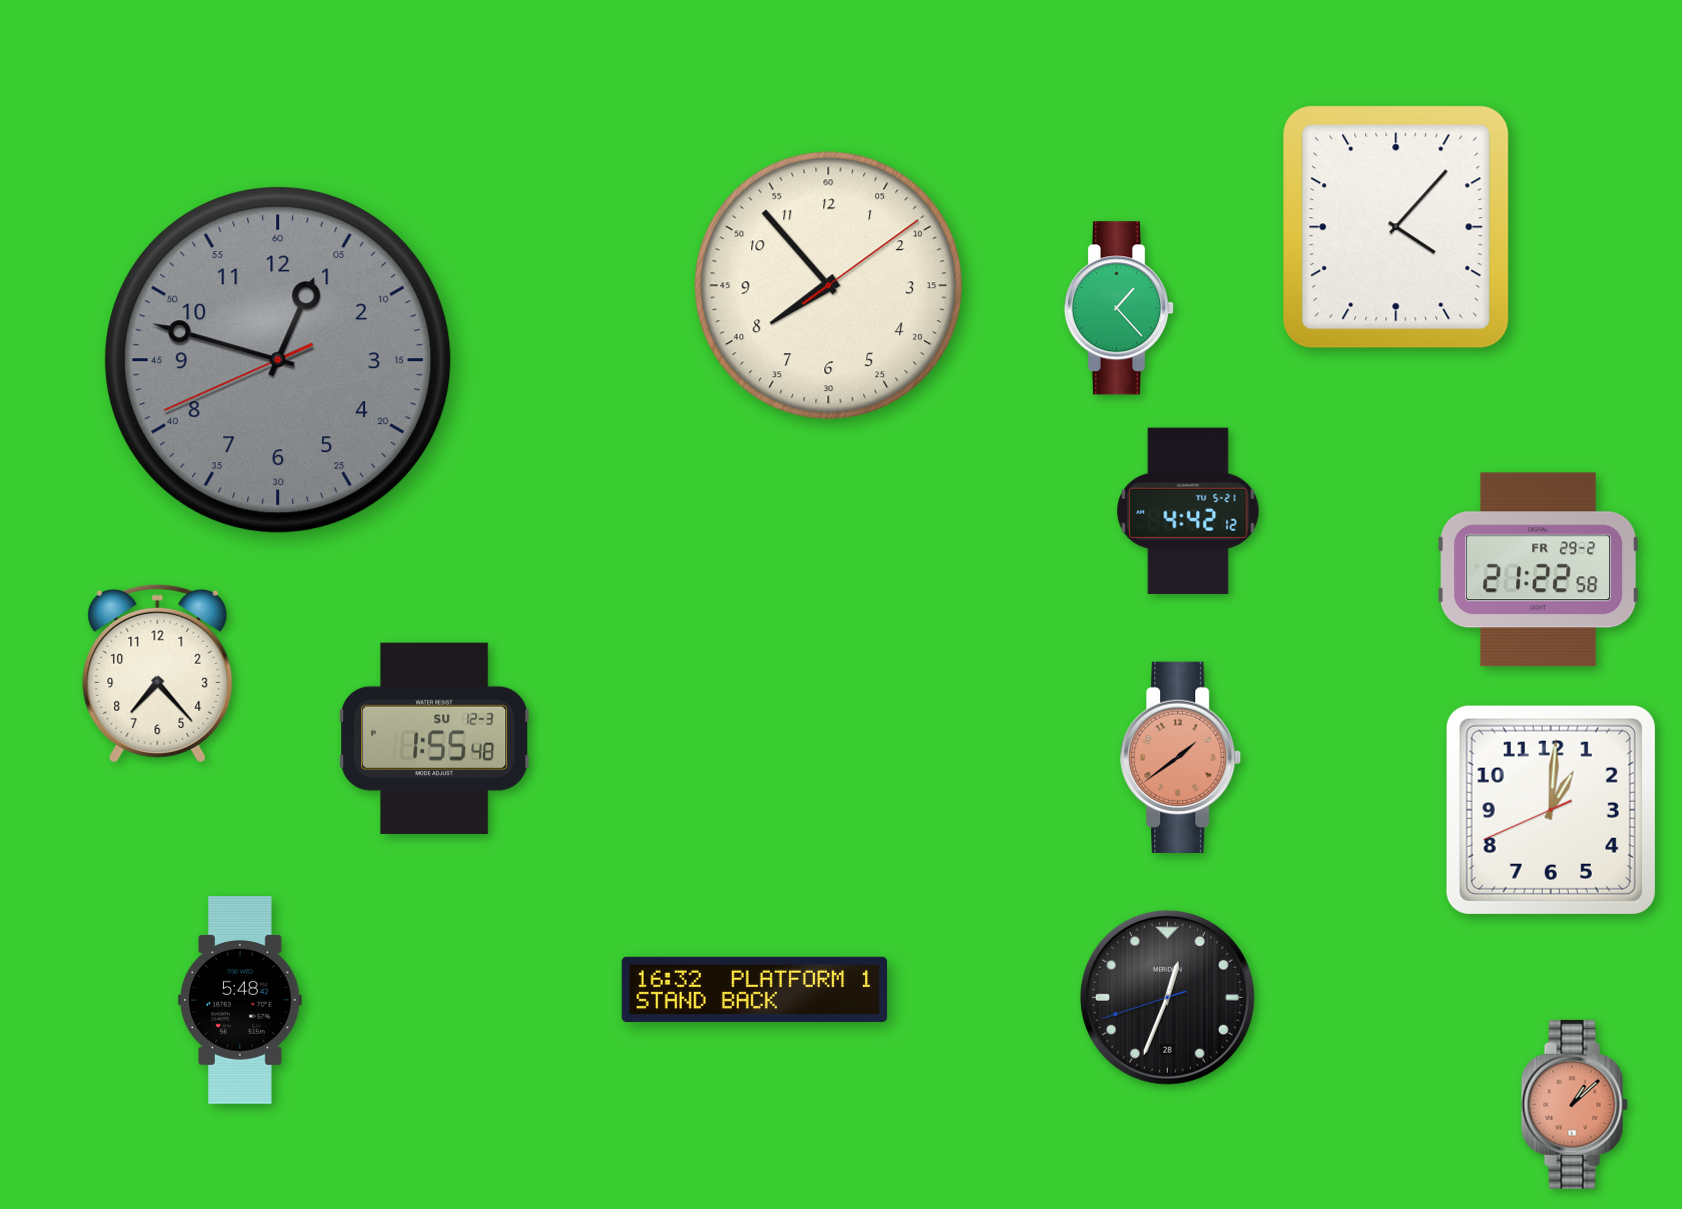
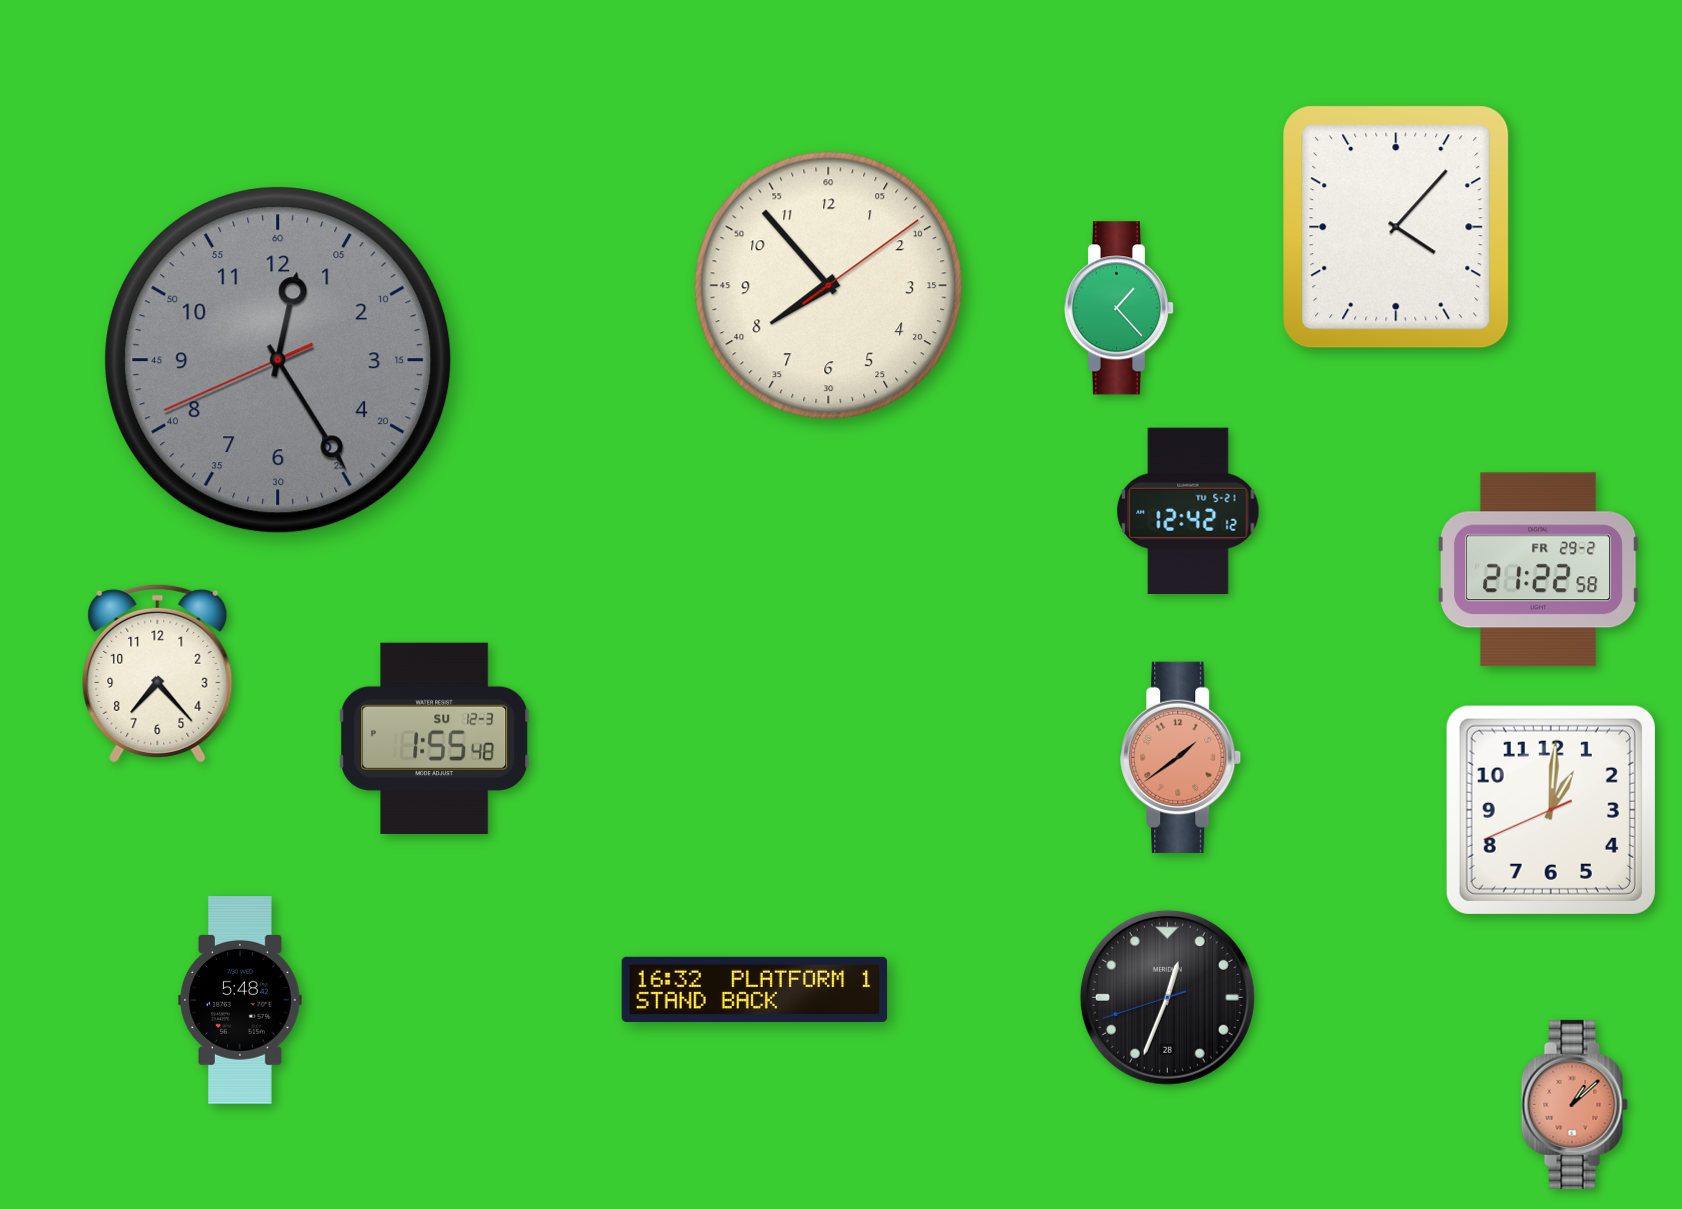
clock at (278, 360): 12:47 -> 12:24
clock at (1188, 511): 4:42 -> 12:42
